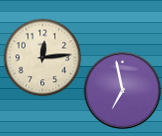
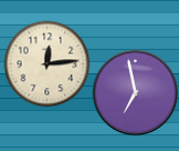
clock at (122, 90) position: (122, 90) -> (135, 92)
